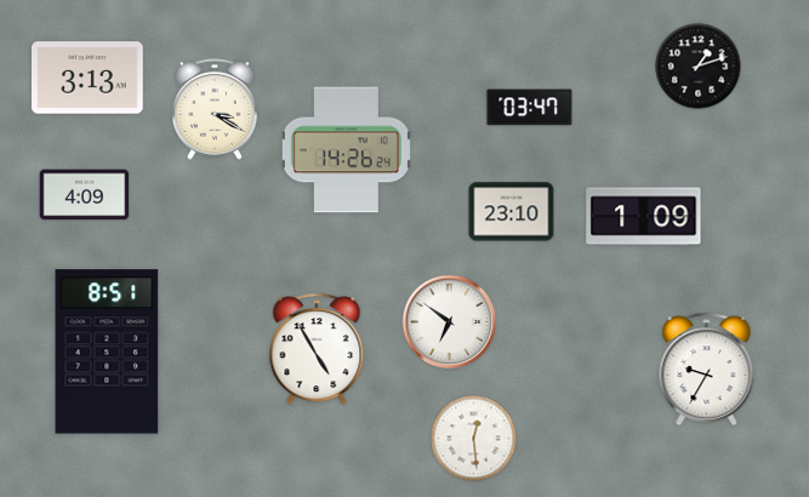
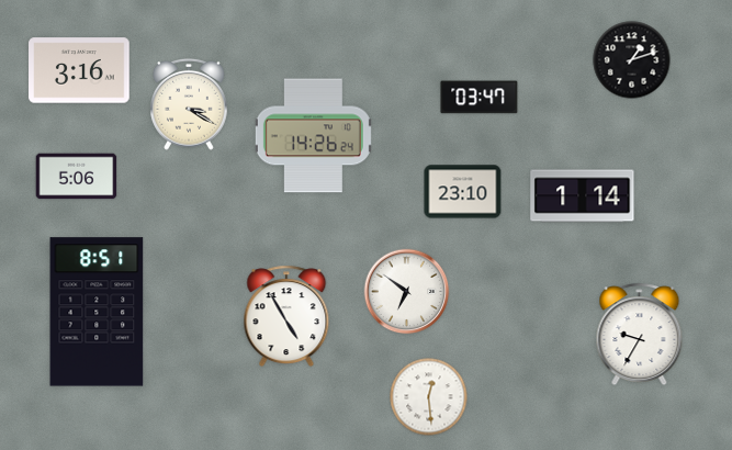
clock at (87, 78): 3:13 -> 3:16
clock at (216, 109) position: (216, 109) -> (190, 104)
clock at (85, 195): 4:09 -> 5:06
clock at (644, 217): 1:09 -> 1:14
clock at (107, 352) position: (107, 352) -> (97, 312)
